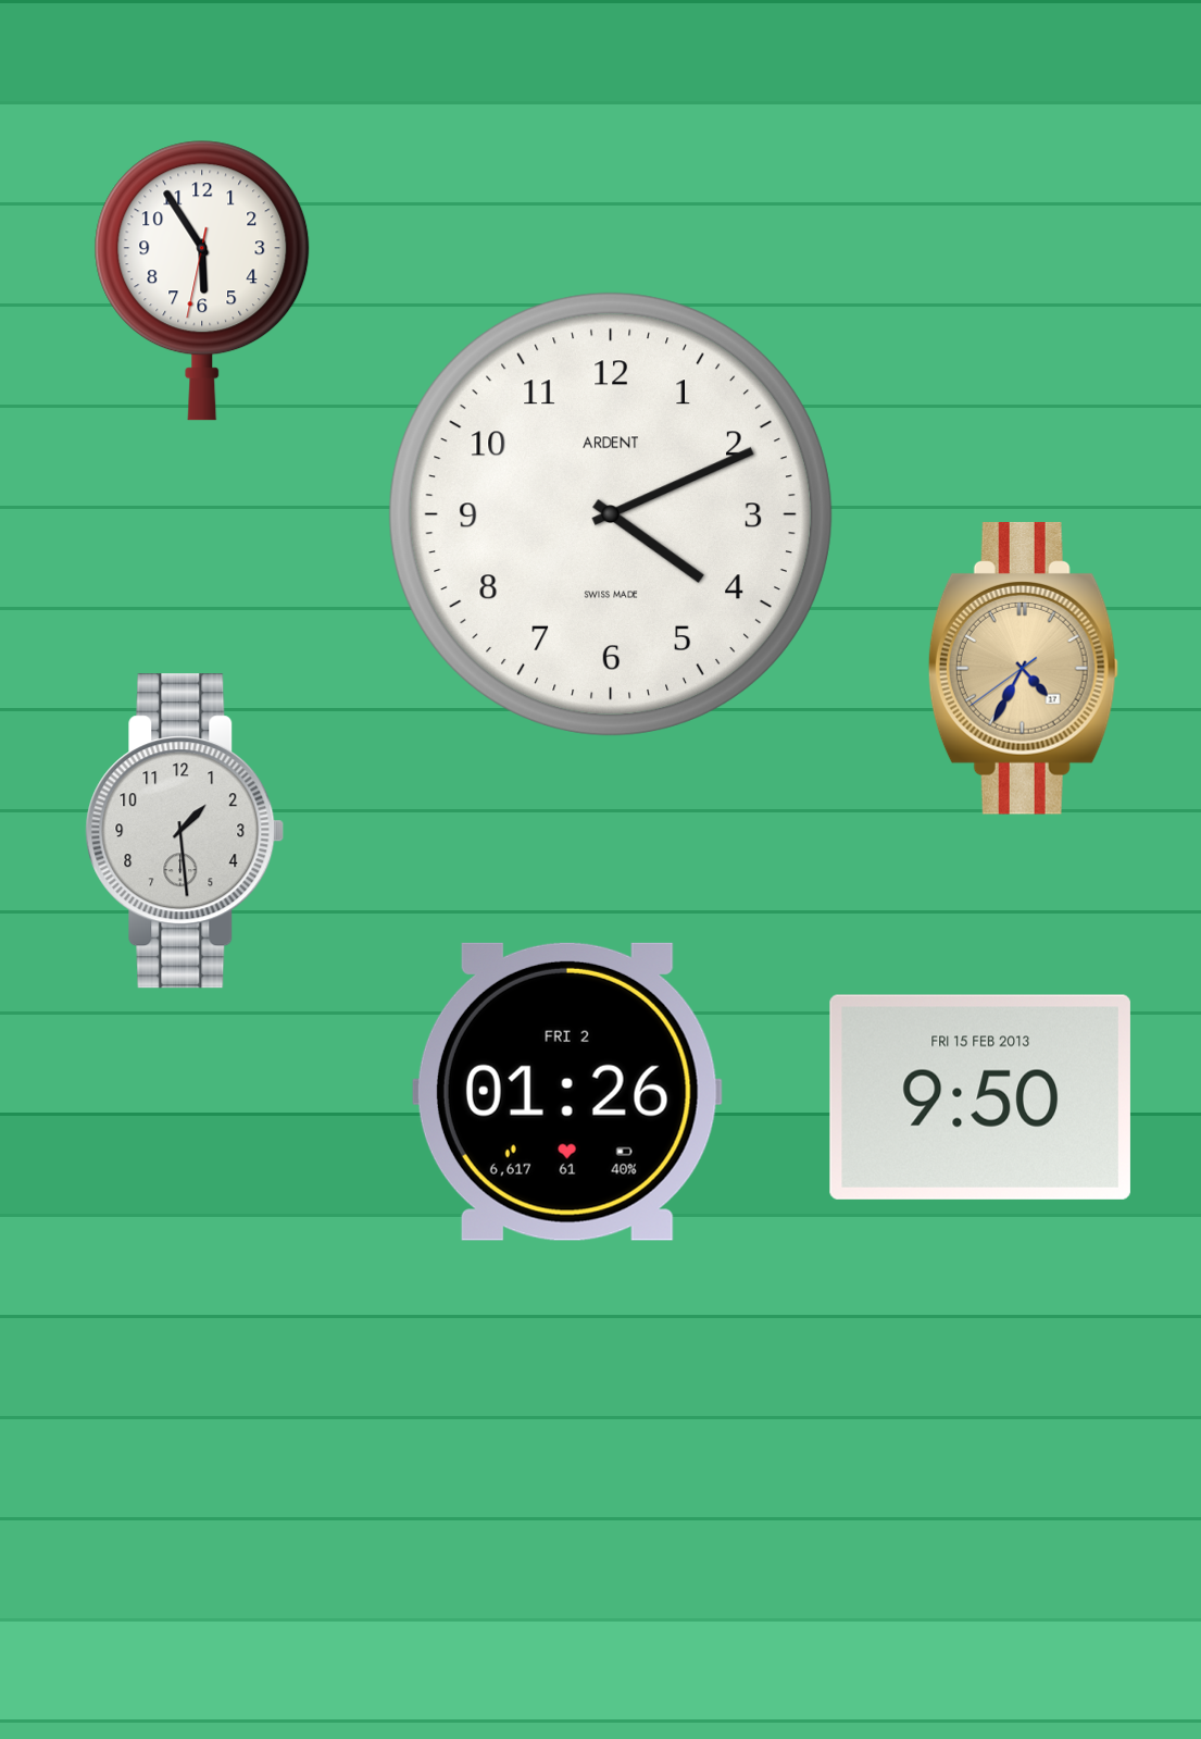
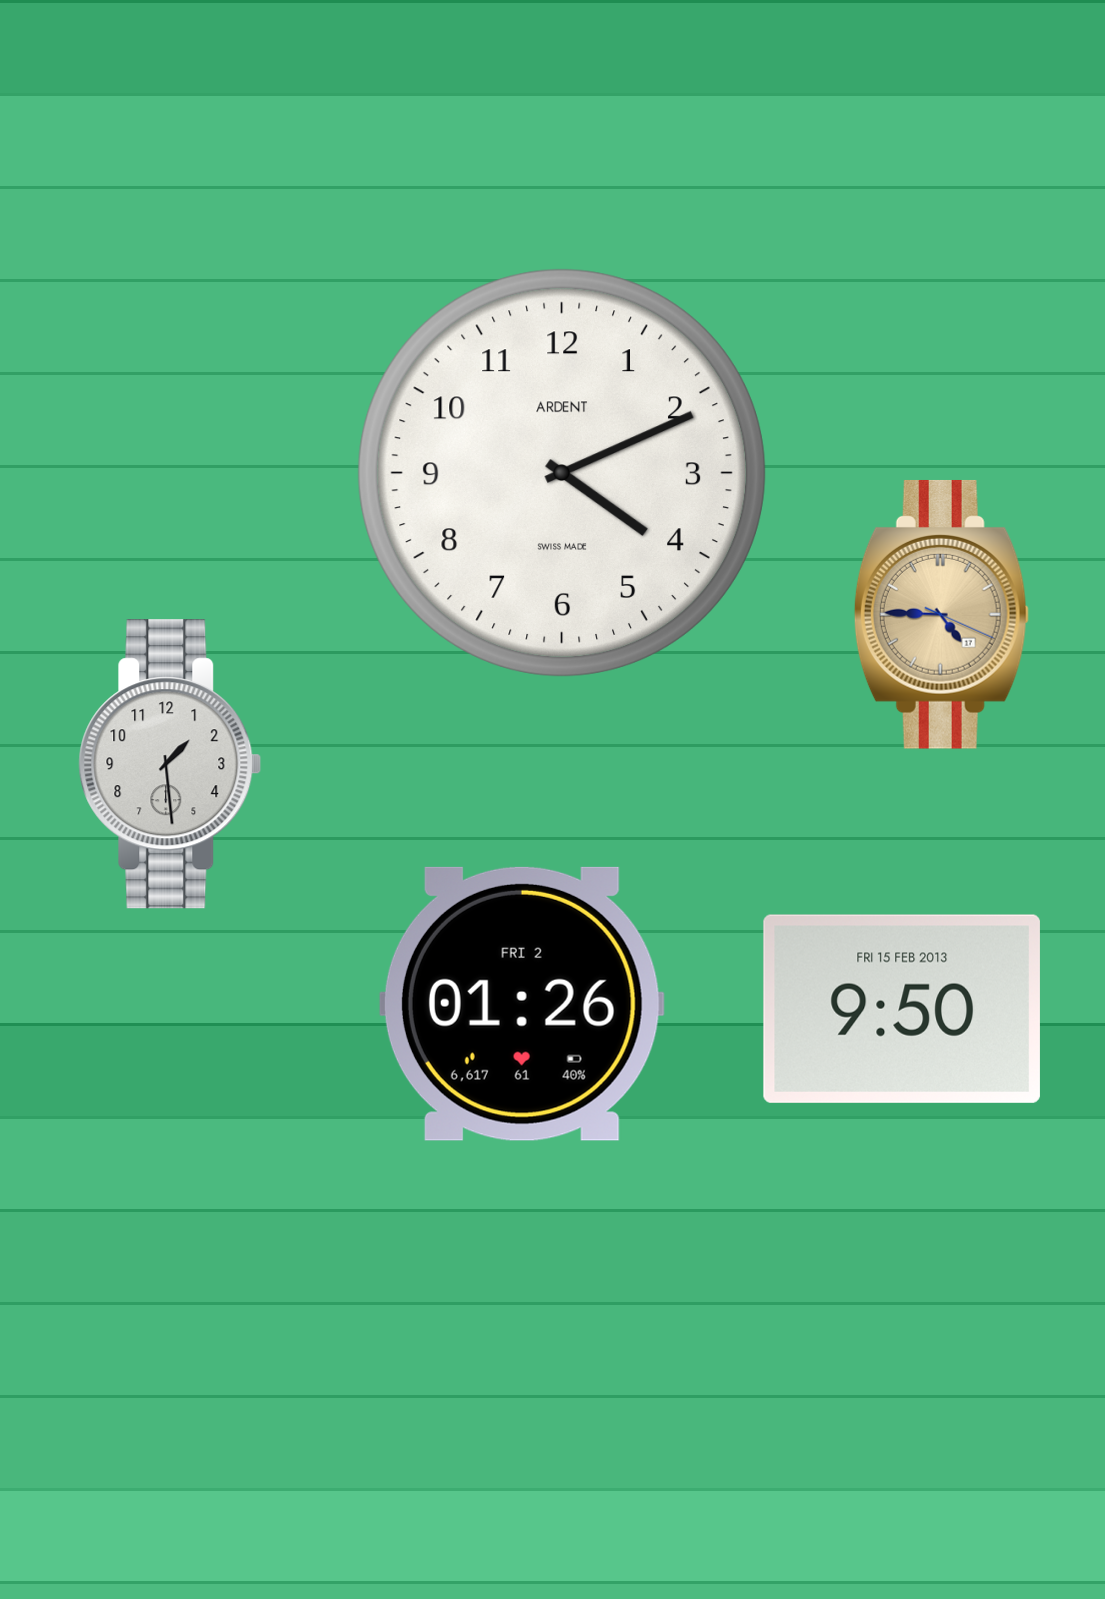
clock at (202, 281): 5:54 -> none
clock at (1023, 668): 4:34 -> 4:45
